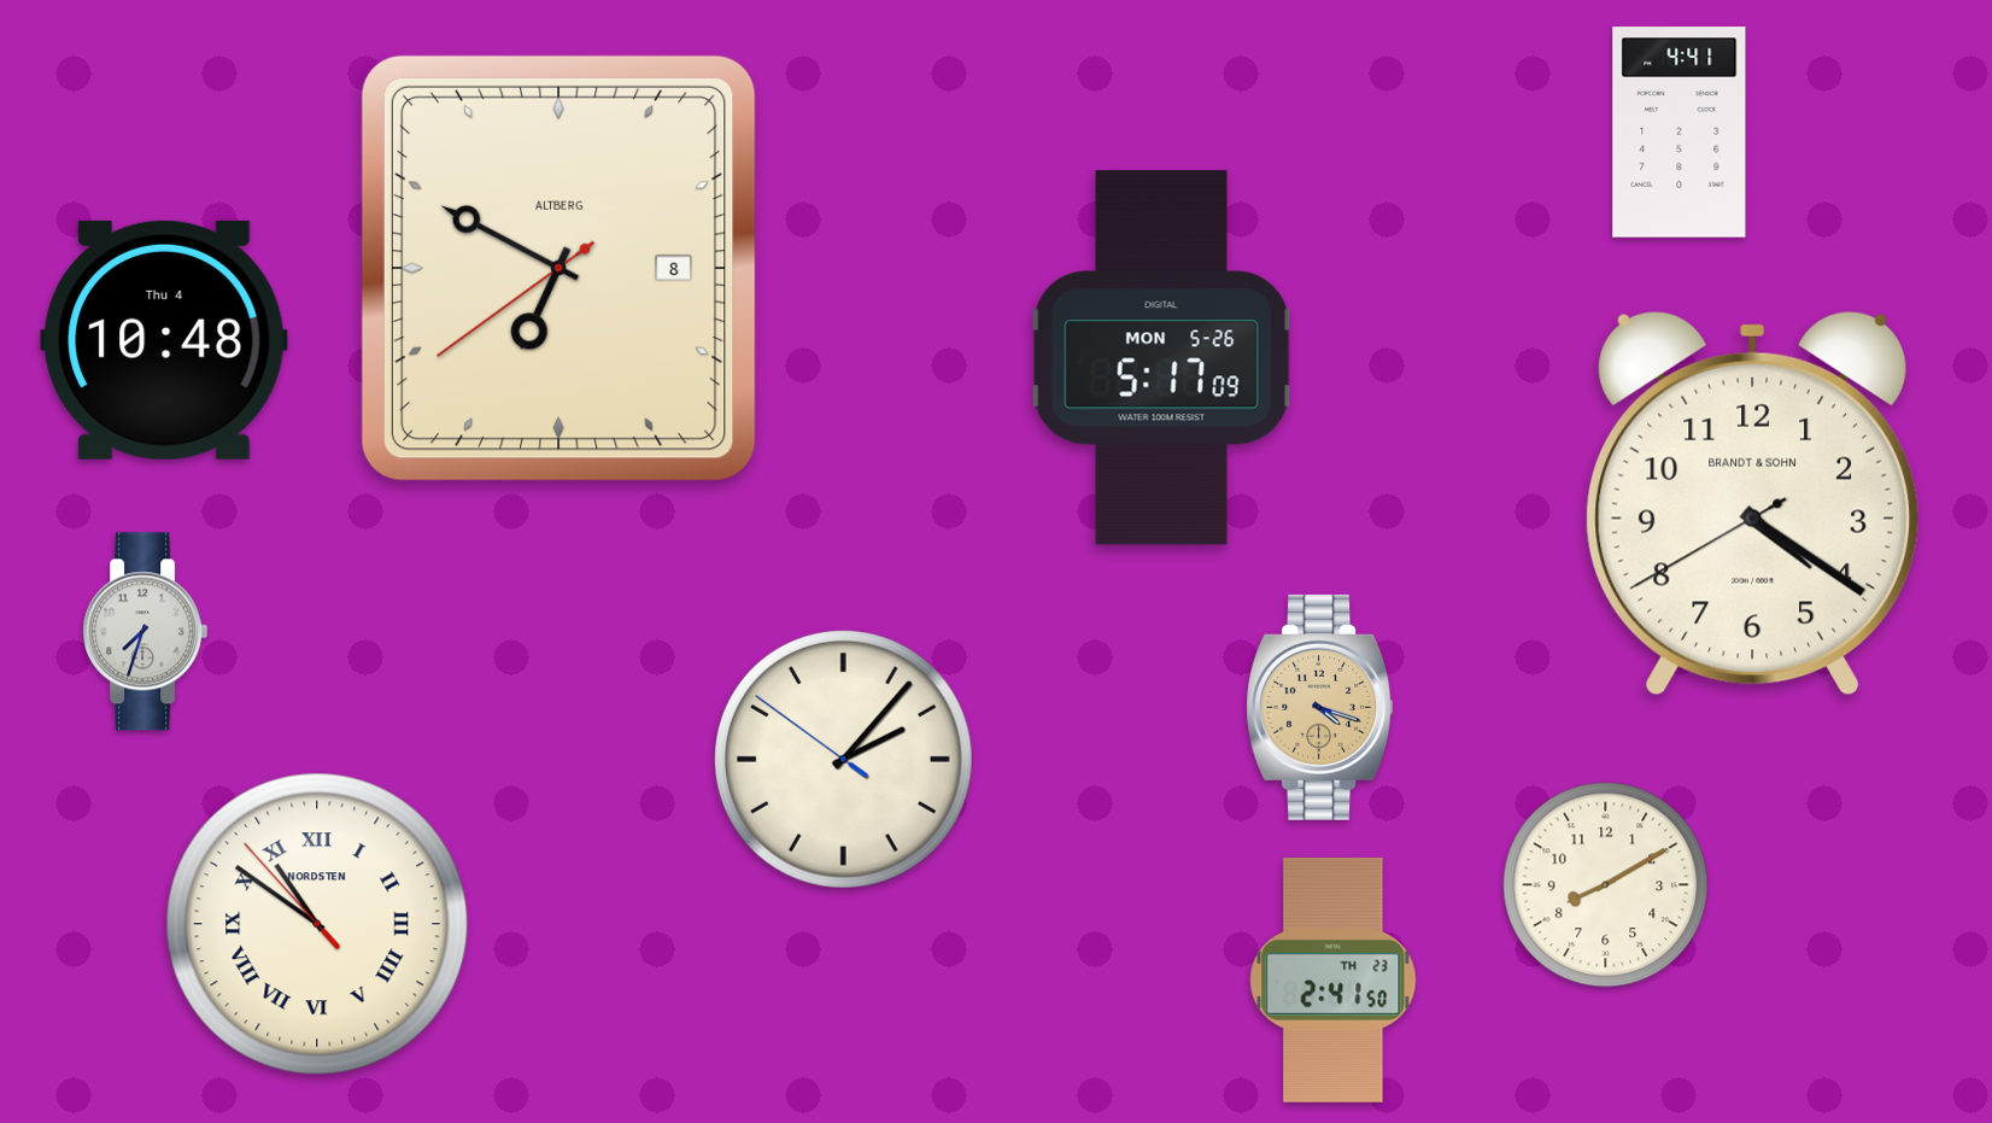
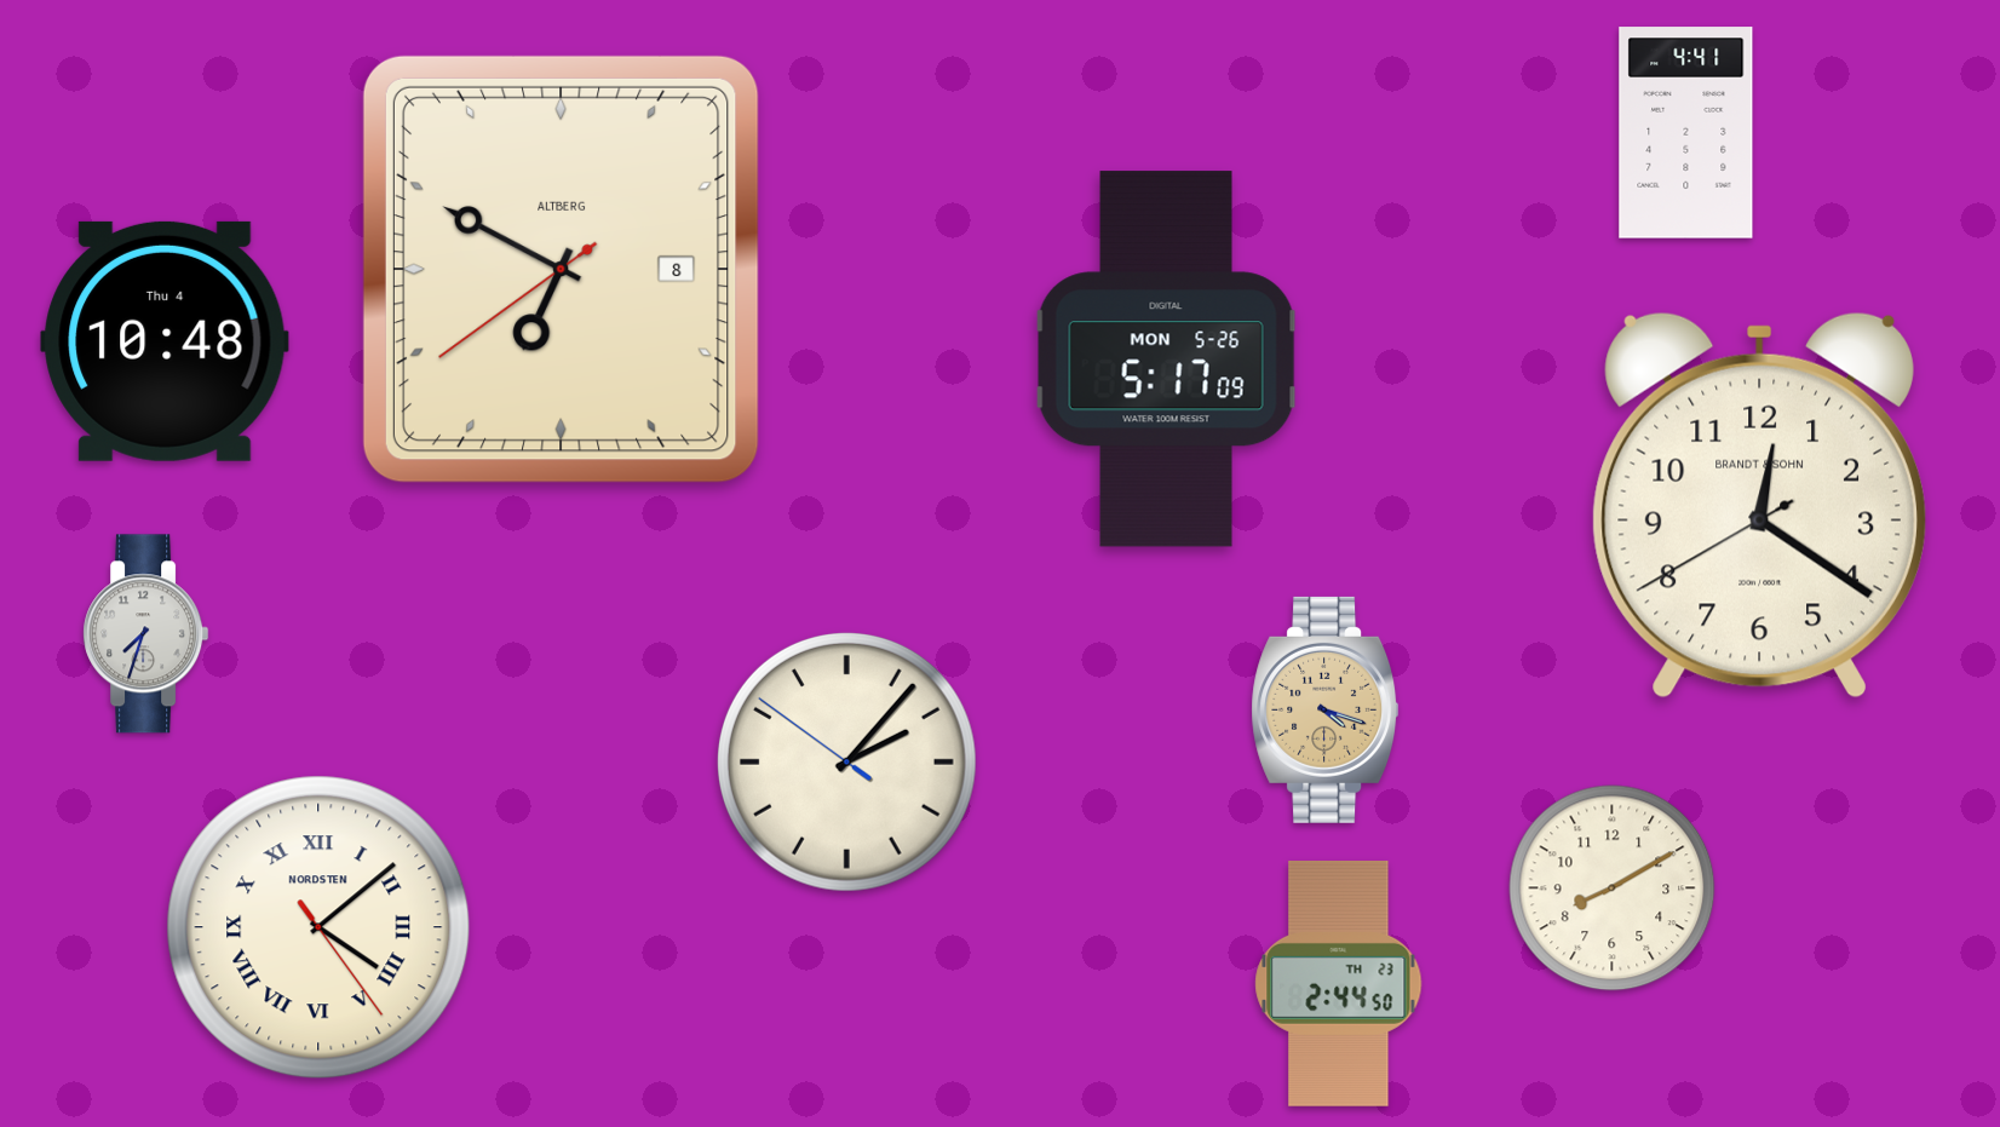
clock at (1752, 503): 4:20 -> 12:20
clock at (317, 924): 10:50 -> 4:08
clock at (1334, 979): 2:41 -> 2:44
